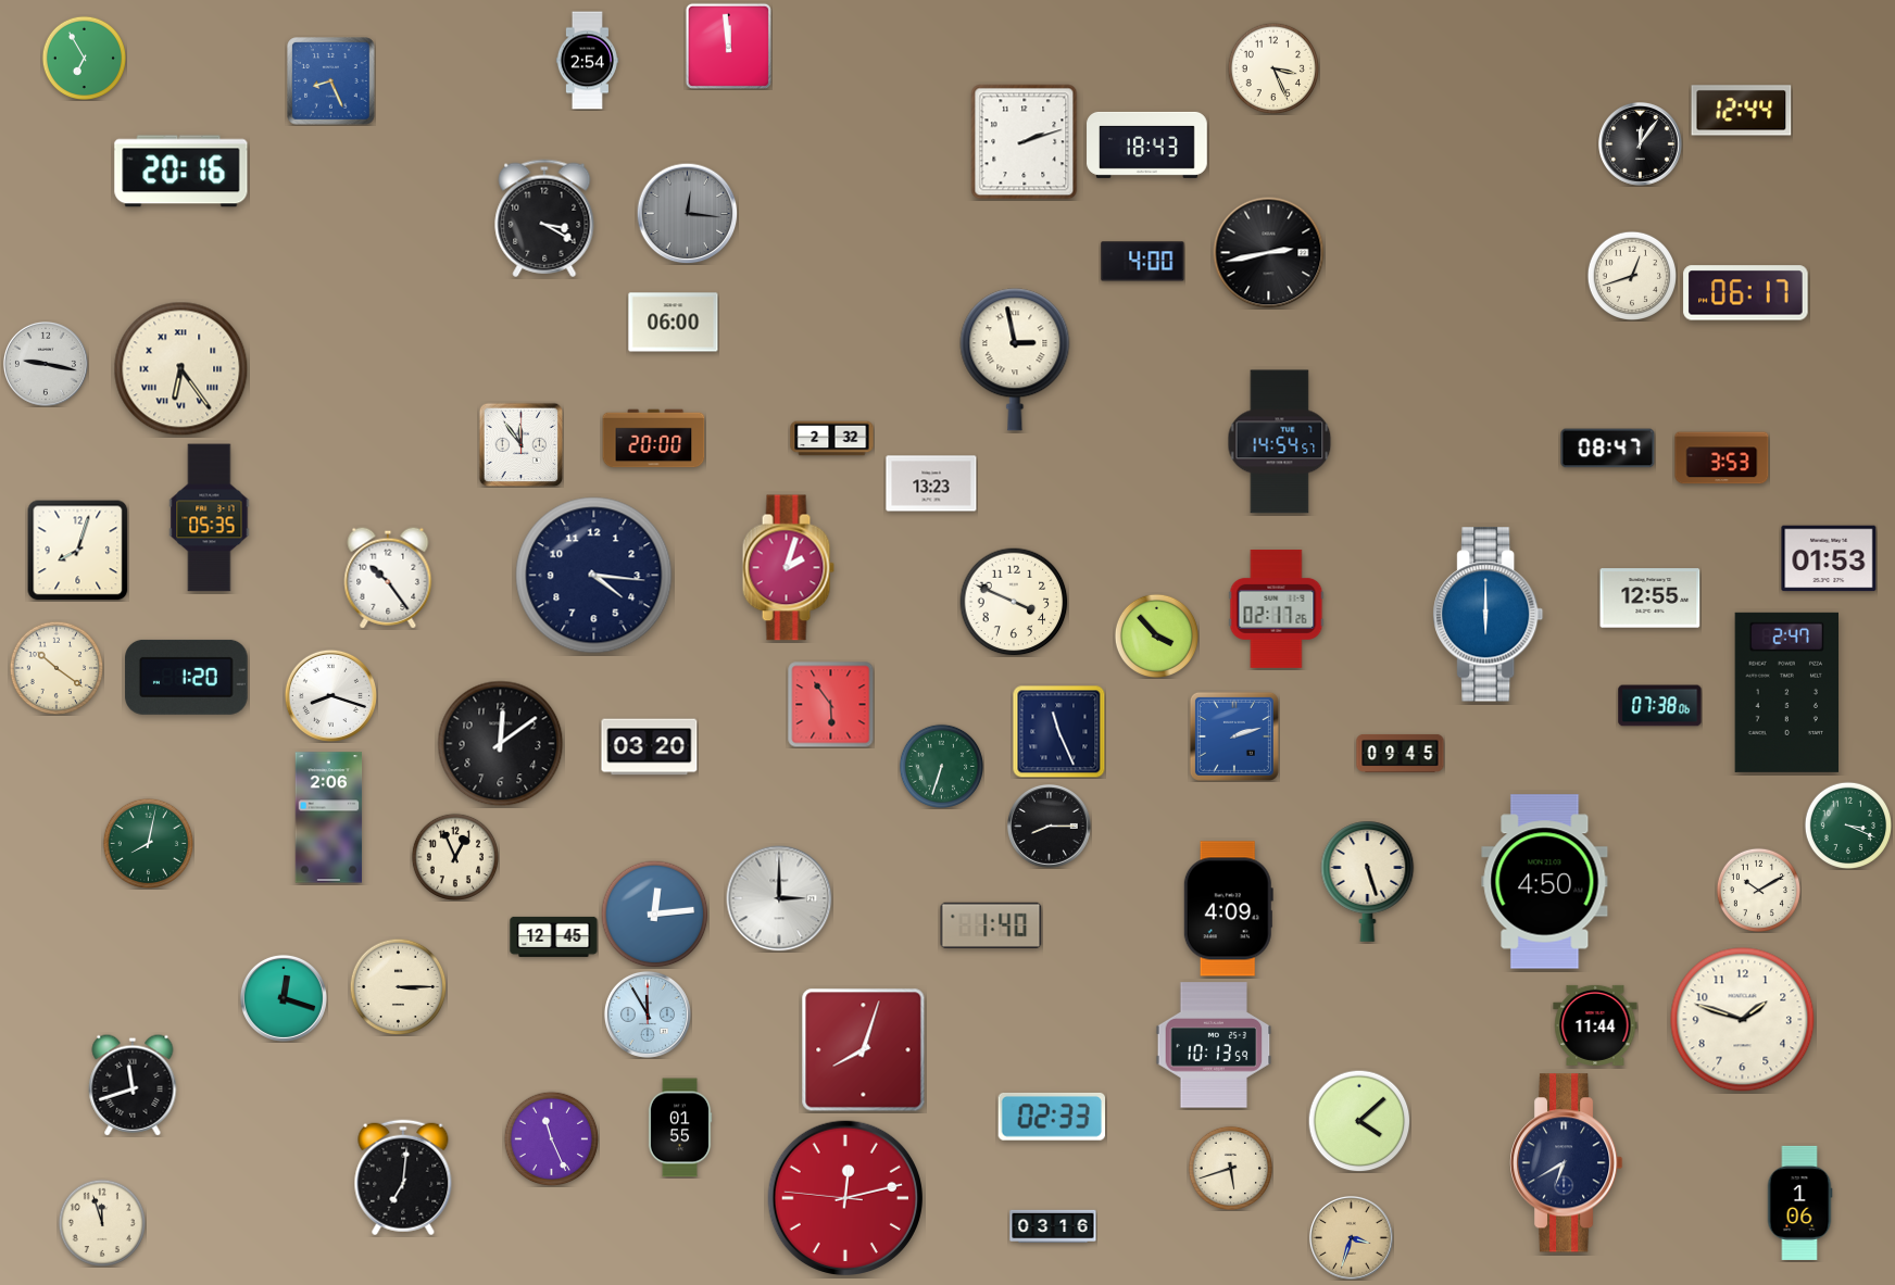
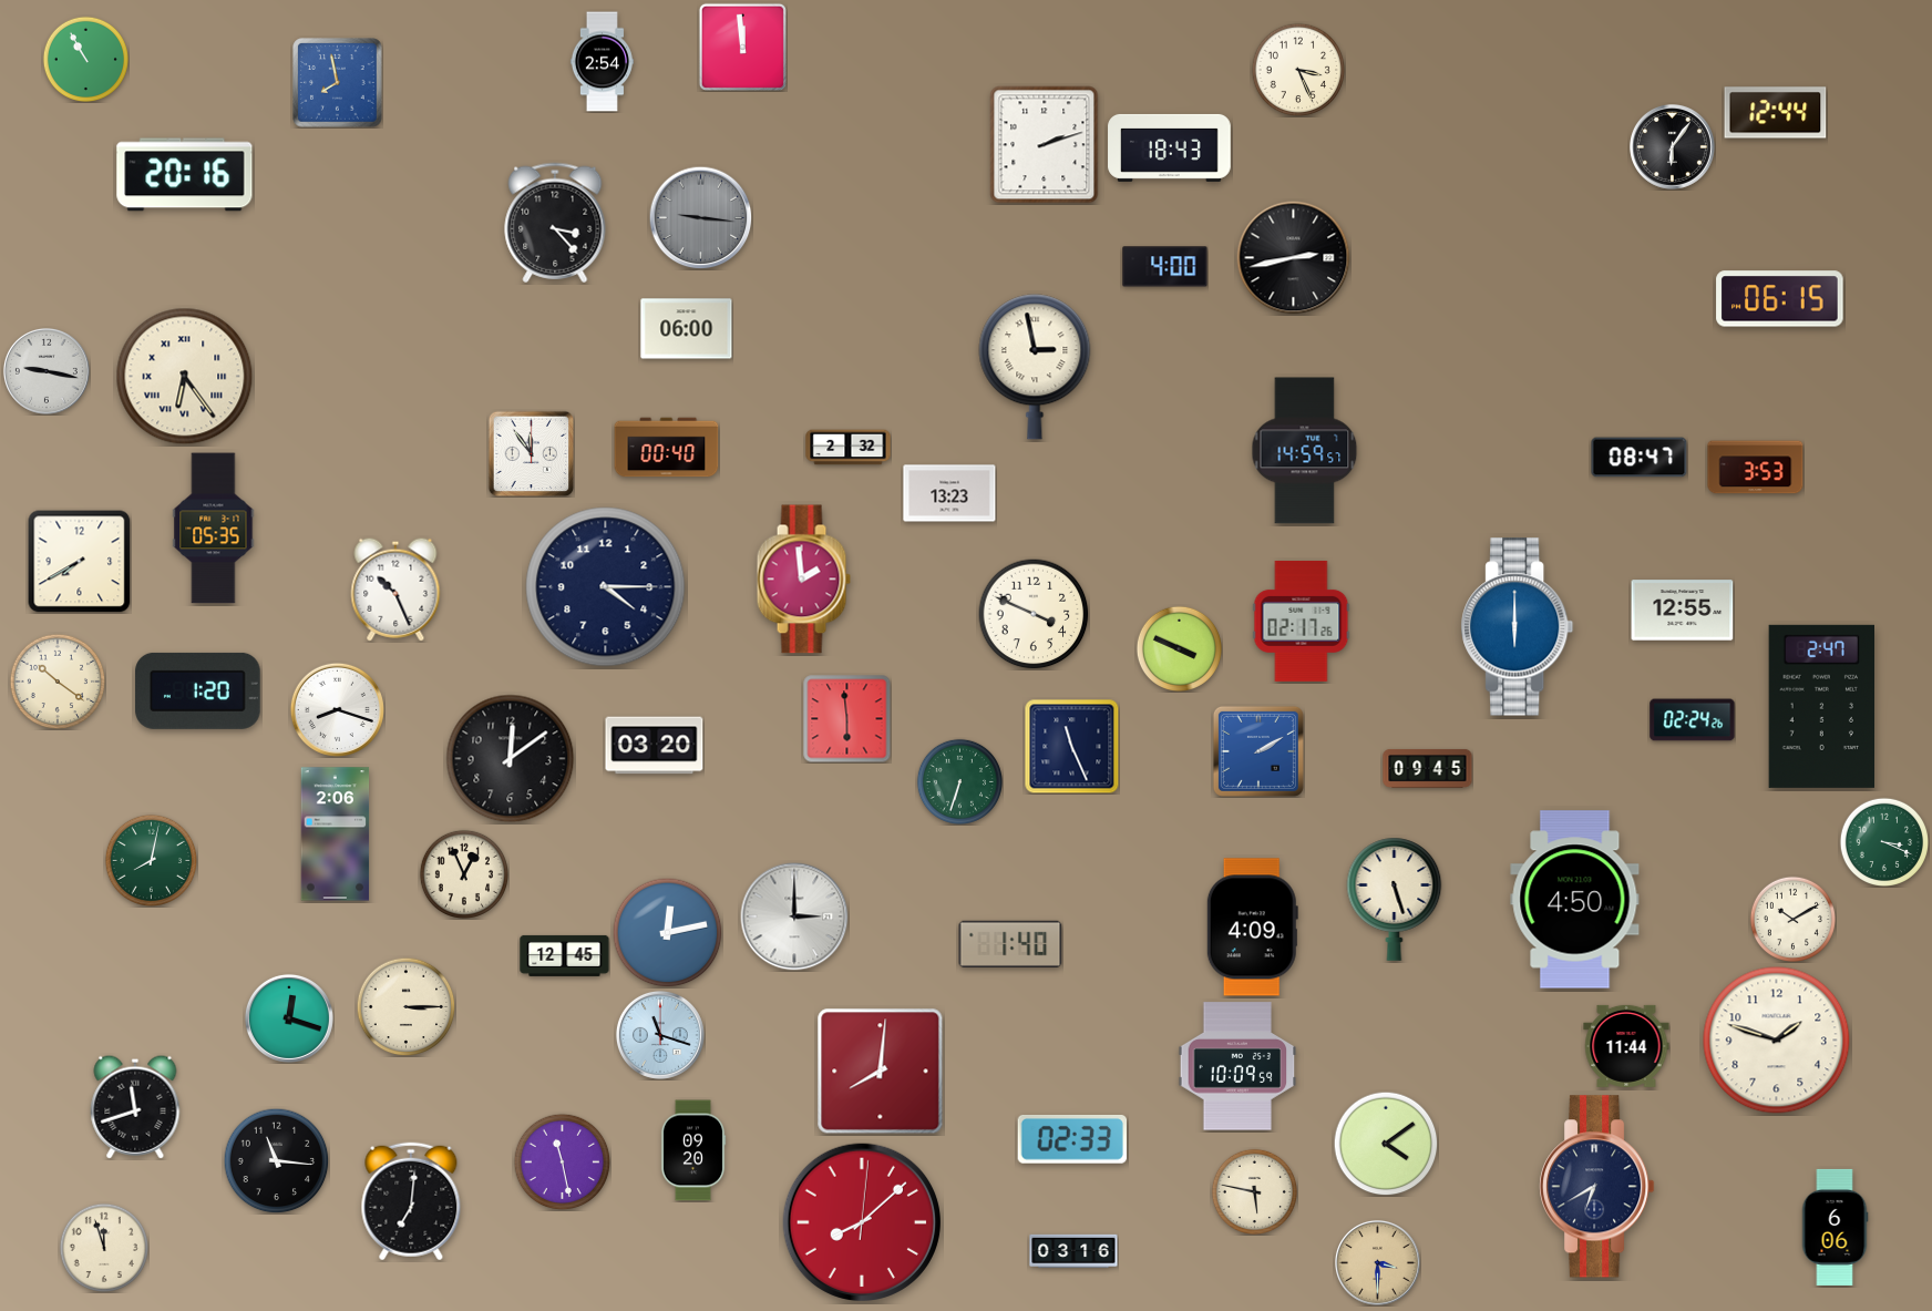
clock at (84, 58): 6:55 -> 10:55
clock at (587, 61) position: (587, 61) -> (602, 62)
clock at (331, 81): 8:26 -> 7:58
clock at (1641, 144): 12:06 -> 6:06
clock at (687, 213): 12:16 -> 9:16
clock at (544, 218): 3:20 -> 3:23
clock at (1632, 276): 12:42 -> none
clock at (1746, 293): 06:17 -> 06:15
clock at (654, 439): 20:00 -> 00:40
clock at (1280, 442): 14:54 -> 14:59
clock at (78, 551): 8:03 -> 7:40
clock at (1829, 558): 01:53 -> none
clock at (788, 568): 2:03 -> 1:59
clock at (594, 576): 4:16 -> 4:15
clock at (388, 578): 10:24 -> 10:26
clock at (1156, 635): 3:53 -> 3:49
clock at (187, 677) position: (187, 677) -> (198, 690)
clock at (831, 705): 5:54 -> 5:59
clock at (1660, 706): 07:38 -> 02:24
clock at (1059, 732) position: (1059, 732) -> (1072, 747)
clock at (1234, 736): 2:12 -> 2:10
clock at (650, 747) position: (650, 747) -> (655, 746)
clock at (1050, 827): 8:15 -> none
clock at (1758, 890) position: (1758, 890) -> (1792, 919)
clock at (655, 915): 12:14 -> 12:13
clock at (648, 1015): 11:55 -> 11:18
clock at (1214, 1045): 10:13 -> 10:09
clock at (864, 1050): 8:03 -> 8:01
clock at (1359, 1121): 4:08 -> 4:09
clock at (680, 1127): 01:55 -> 09:20
clock at (276, 1160): none -> 11:16
clock at (551, 1138): 11:26 -> 11:28
clock at (1230, 1168): 5:42 -> 5:47
clock at (844, 1197): 12:12 -> 8:08
clock at (1799, 1202): 1:06 -> 6:06
clock at (1352, 1238): 3:33 -> 3:30
